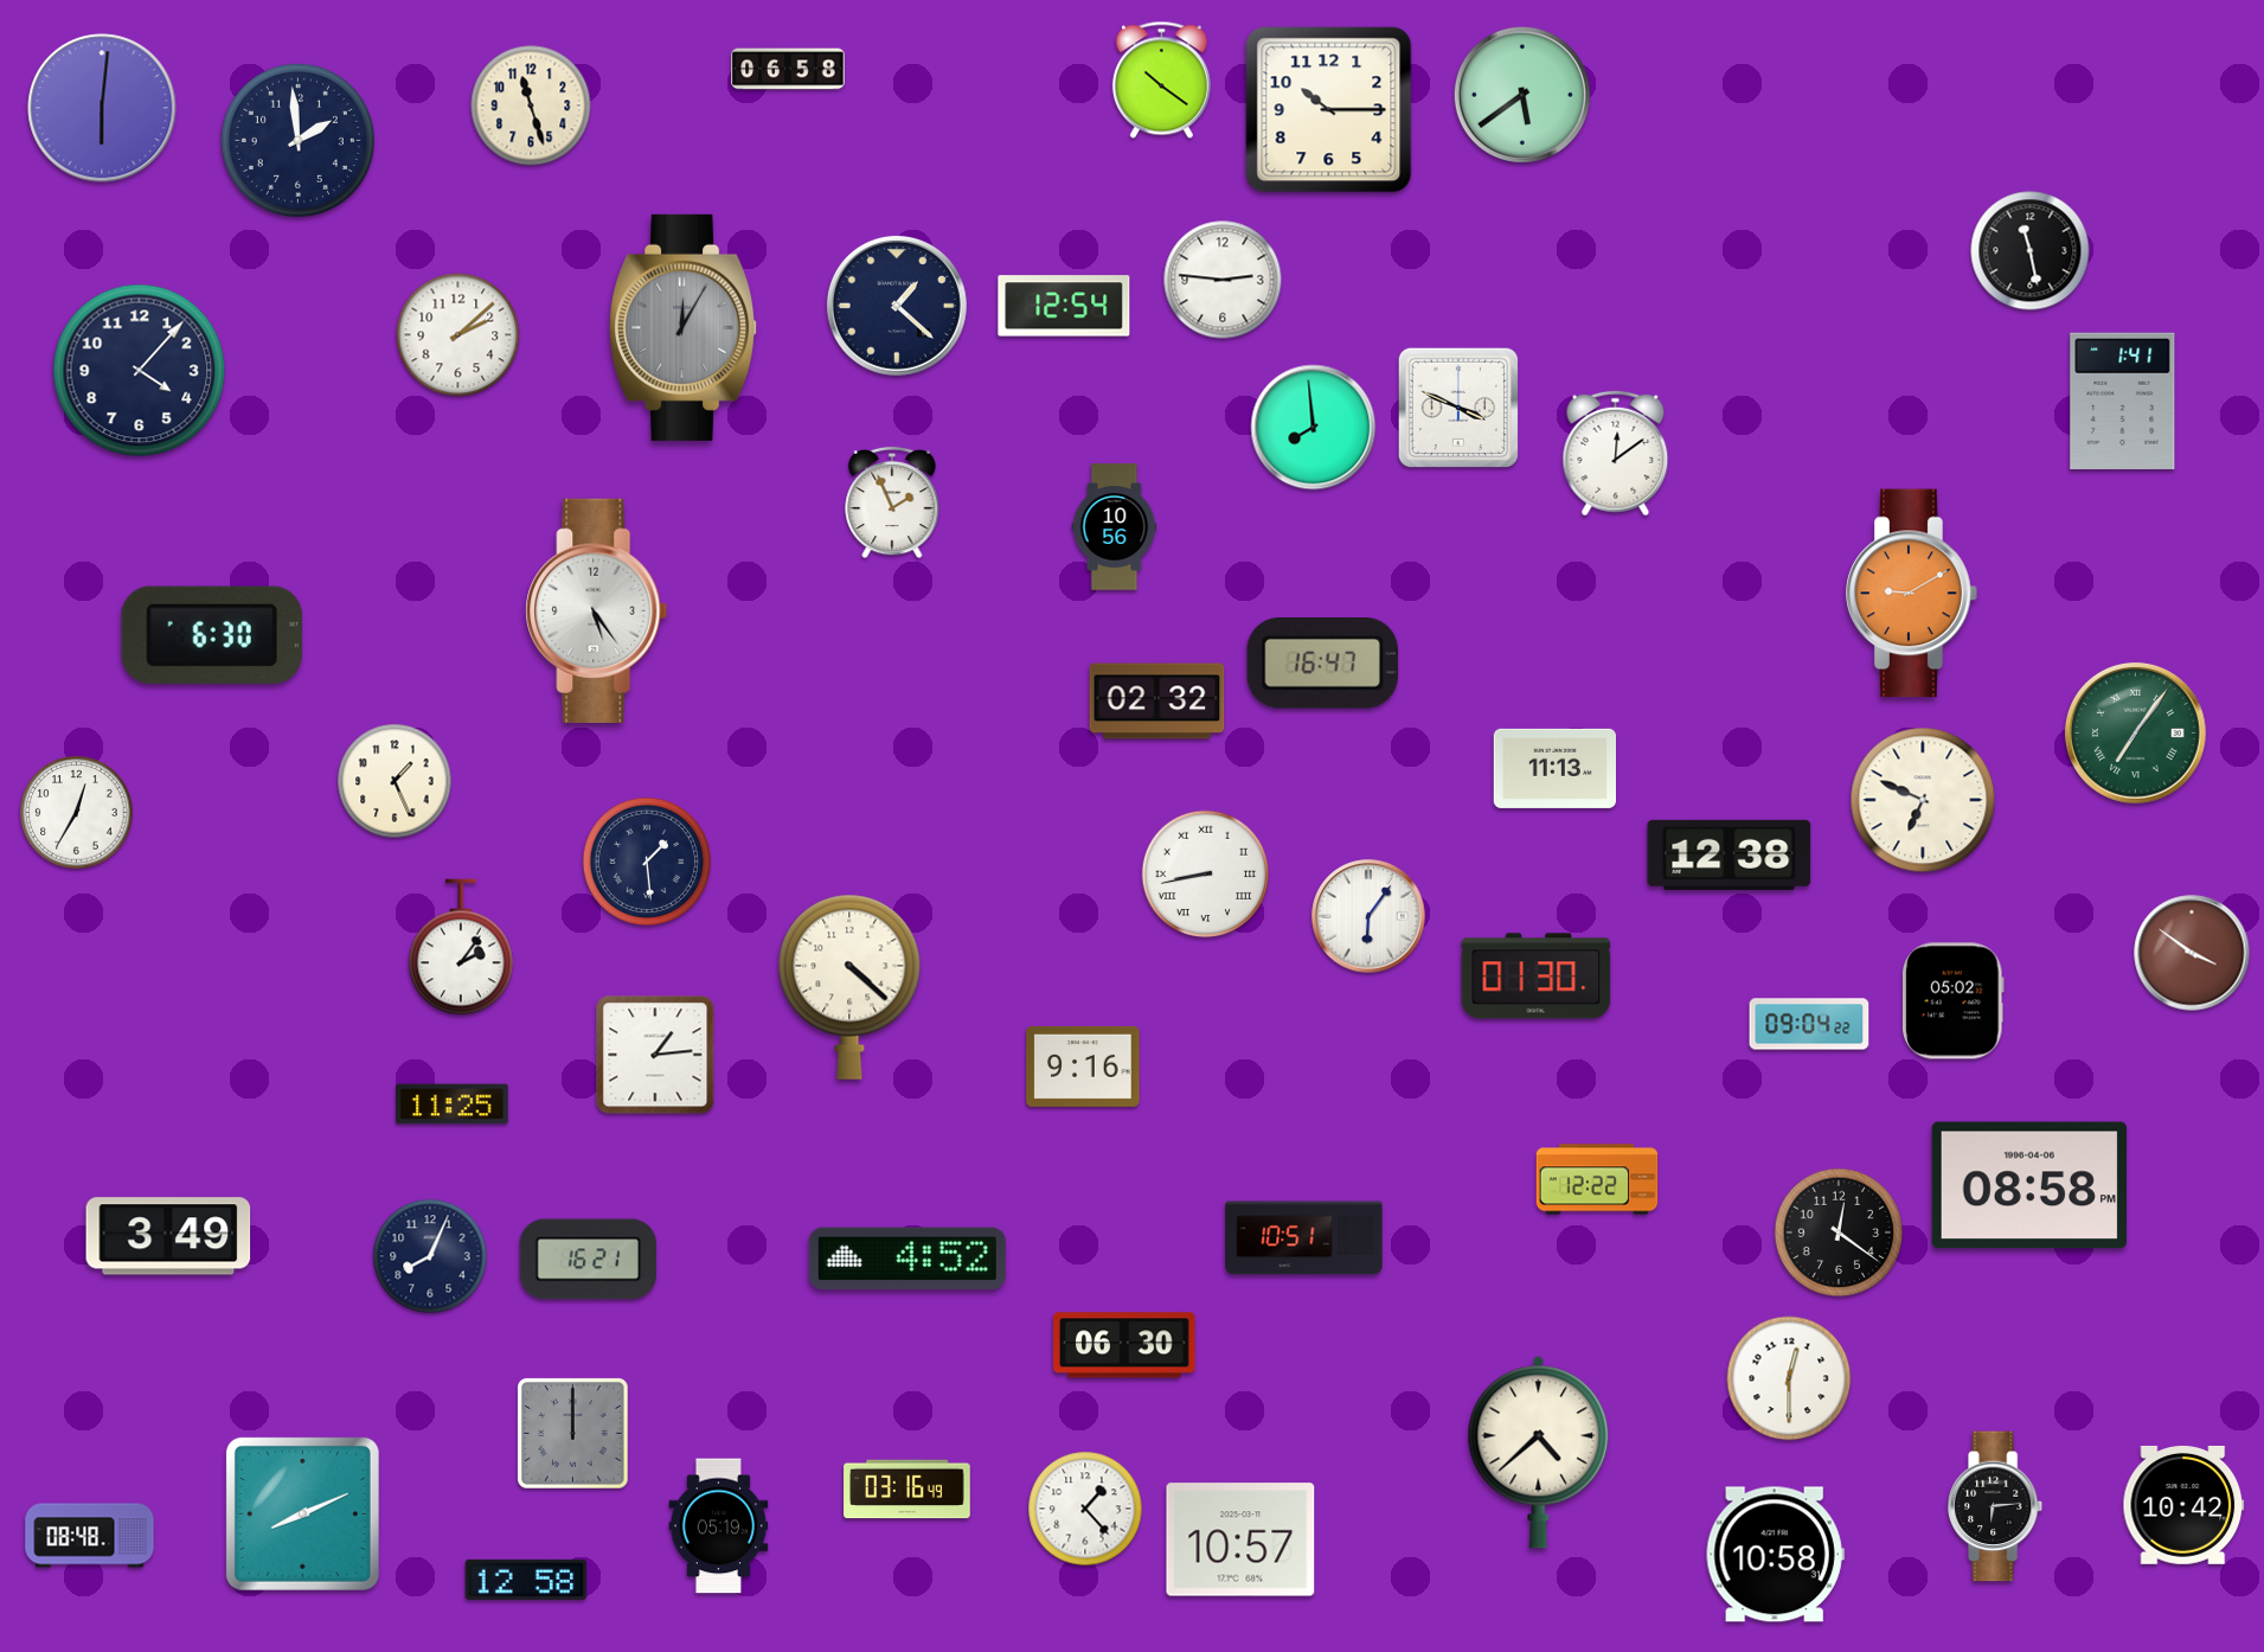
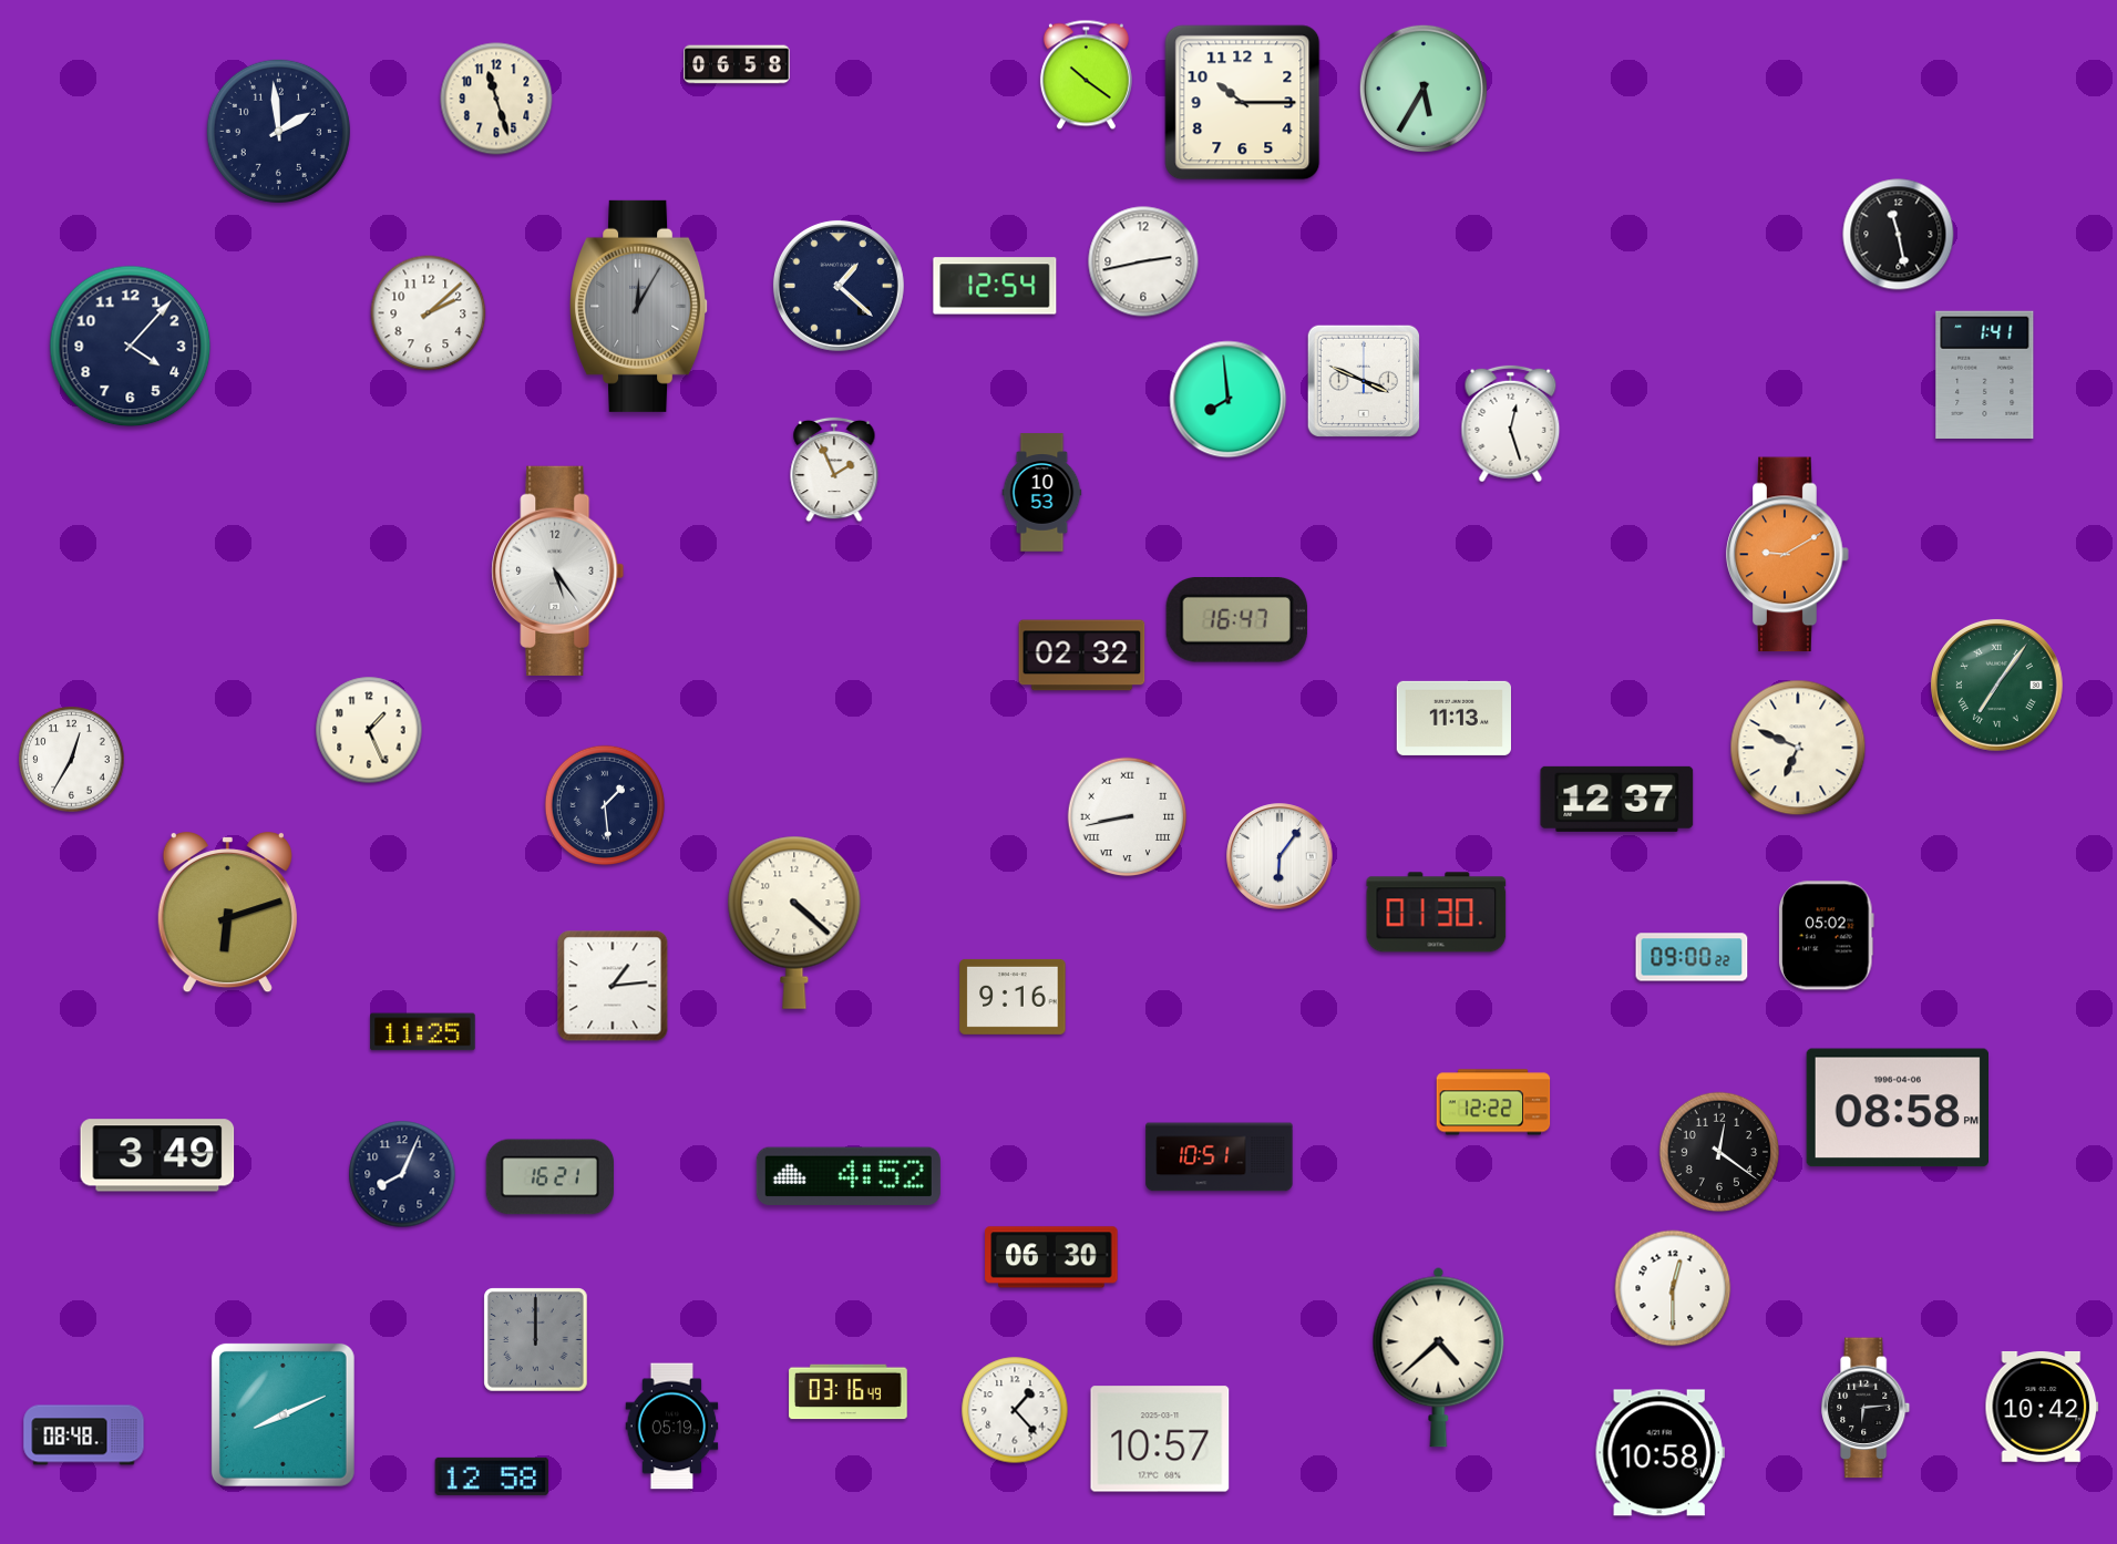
clock at (1522, 95): 5:39 -> 5:35
clock at (102, 108): 6:01 -> none
clock at (1223, 280): 2:46 -> 2:43
clock at (1616, 454): 12:09 -> 12:27
clock at (1115, 527): 10:56 -> 10:53
clock at (212, 635): 6:30 -> none
clock at (1730, 854): 12:38 -> 12:37
clock at (461, 947): 2:06 -> none
clock at (2192, 953): 3:51 -> none
clock at (227, 914): none -> 6:12
clock at (1809, 1024): 09:04 -> 09:00
